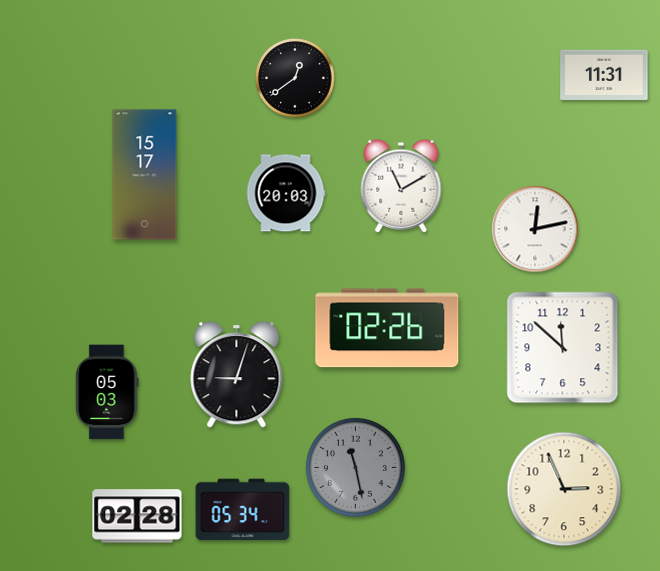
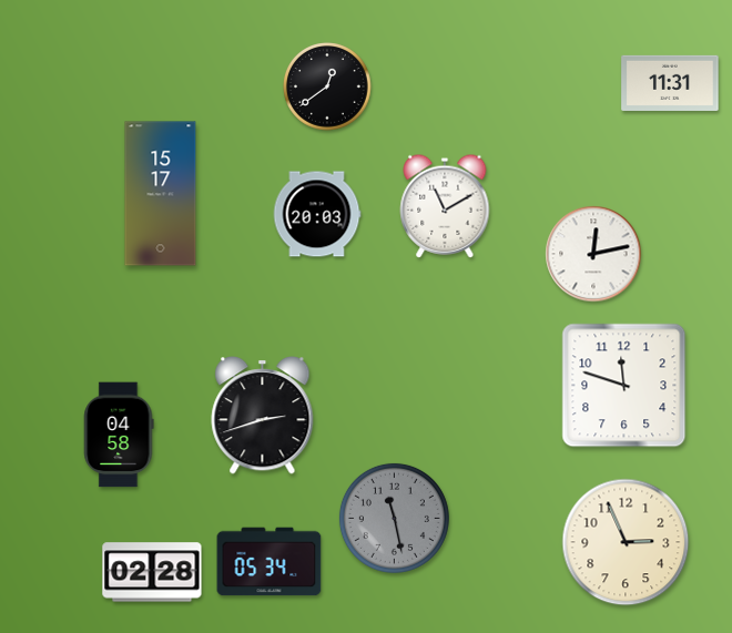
clock at (387, 328): 02:26 -> none
clock at (563, 348): 11:52 -> 11:48
clock at (237, 375): 9:03 -> 2:42
clock at (107, 392): 05:03 -> 04:58
clock at (243, 510) position: (243, 510) -> (270, 562)
